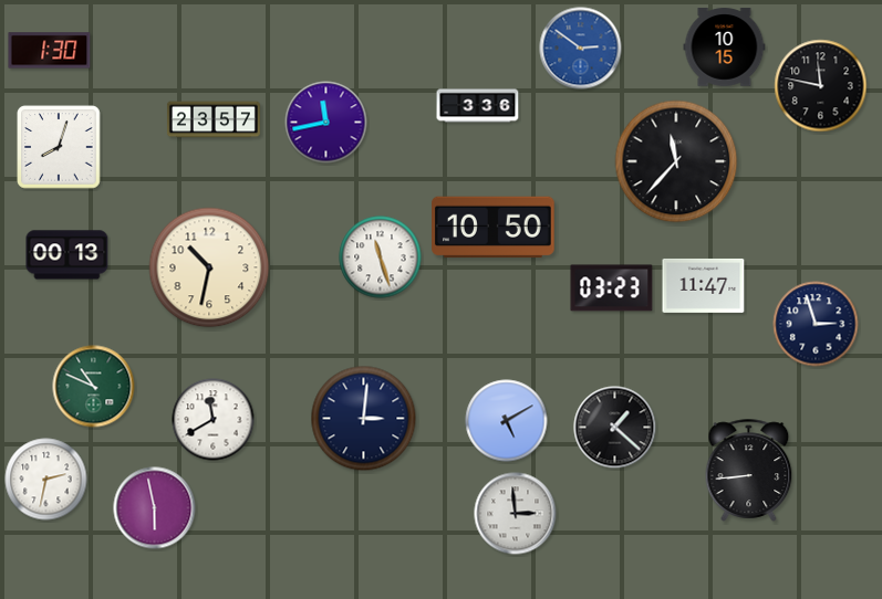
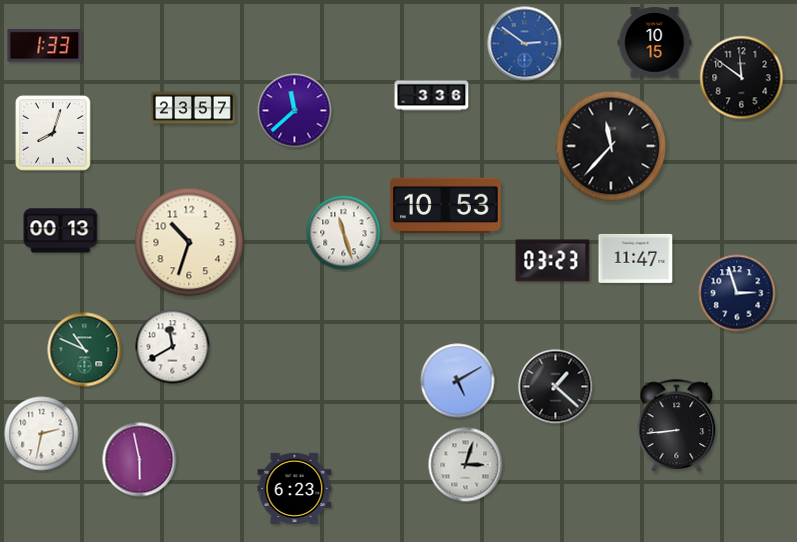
clock at (50, 51): 1:30 -> 1:33
clock at (821, 86): 11:47 -> 11:51
clock at (326, 123): 11:43 -> 11:38
clock at (494, 228): 10:50 -> 10:53
clock at (209, 267): 10:32 -> 10:33
clock at (364, 419): 3:01 -> none
clock at (214, 420) position: (214, 420) -> (173, 347)
clock at (516, 514): 2:59 -> 3:03
clock at (295, 488): none -> 6:23
